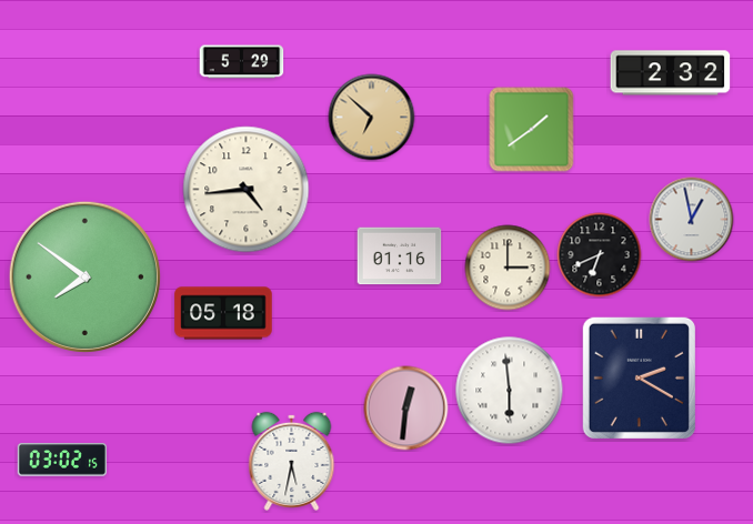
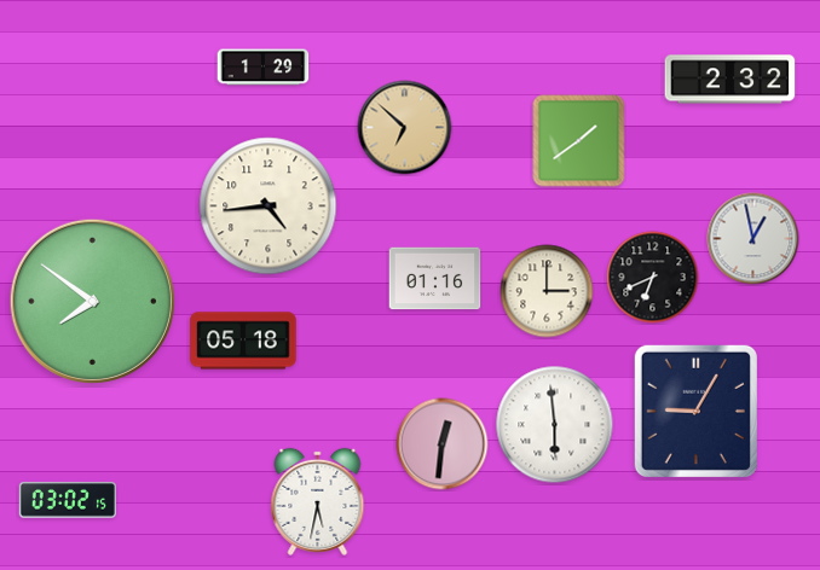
clock at (242, 62): 5:29 -> 1:29
clock at (508, 268) position: (508, 268) -> (547, 291)
clock at (639, 377): 2:20 -> 9:05
